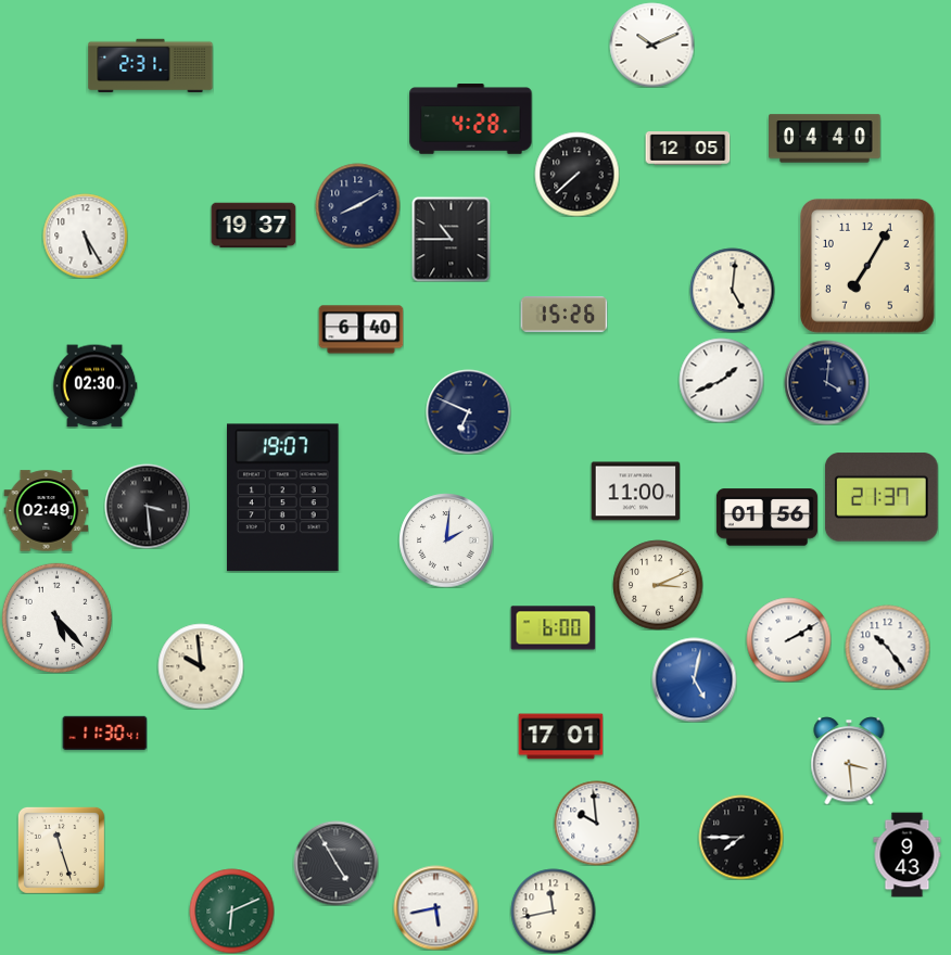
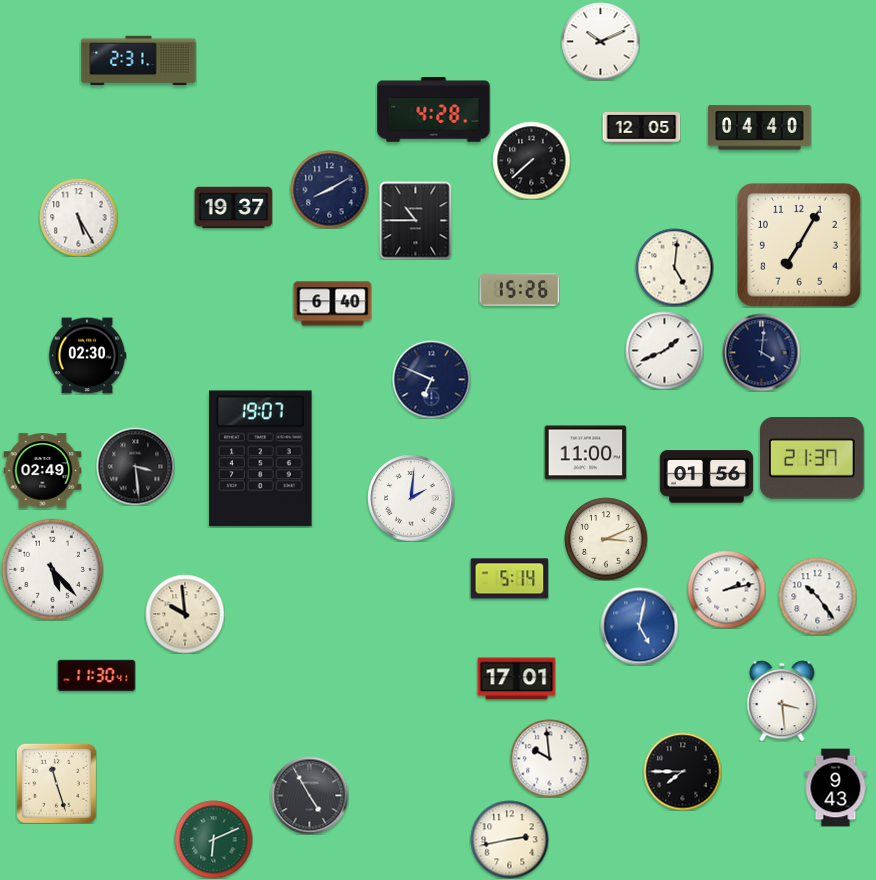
clock at (687, 149) position: (687, 149) -> (641, 128)
clock at (553, 628): 6:00 -> 5:14
clock at (788, 639): 2:10 -> 2:13
clock at (435, 907): 5:43 -> none
clock at (553, 911): 11:43 -> 2:43
